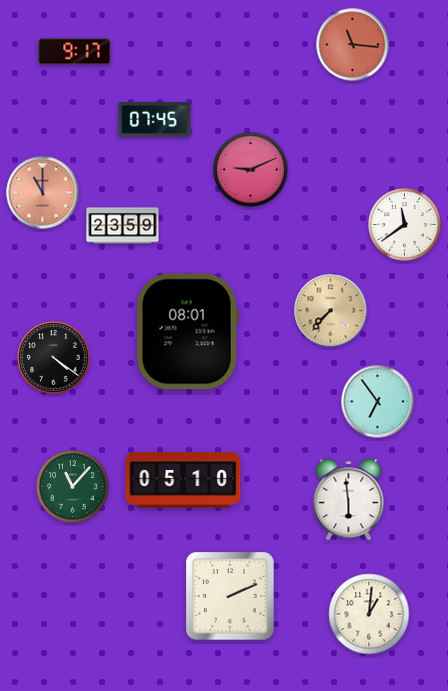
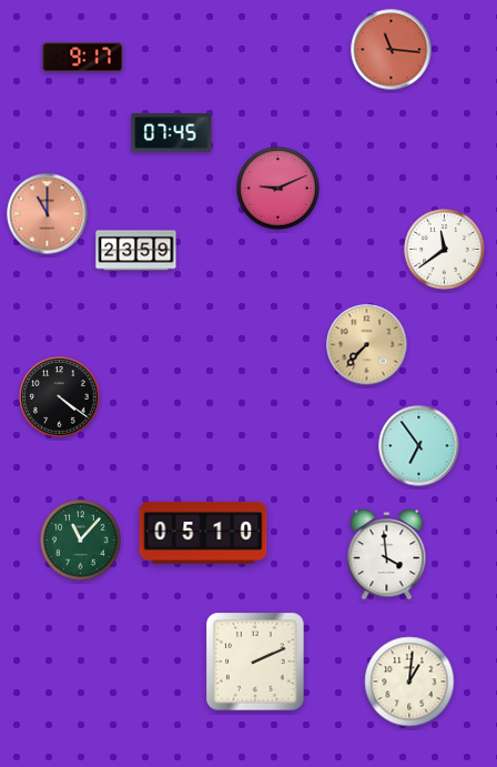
clock at (405, 225) position: (405, 225) -> (445, 250)
clock at (187, 332): 08:01 -> none
clock at (349, 500): 5:59 -> 3:59
